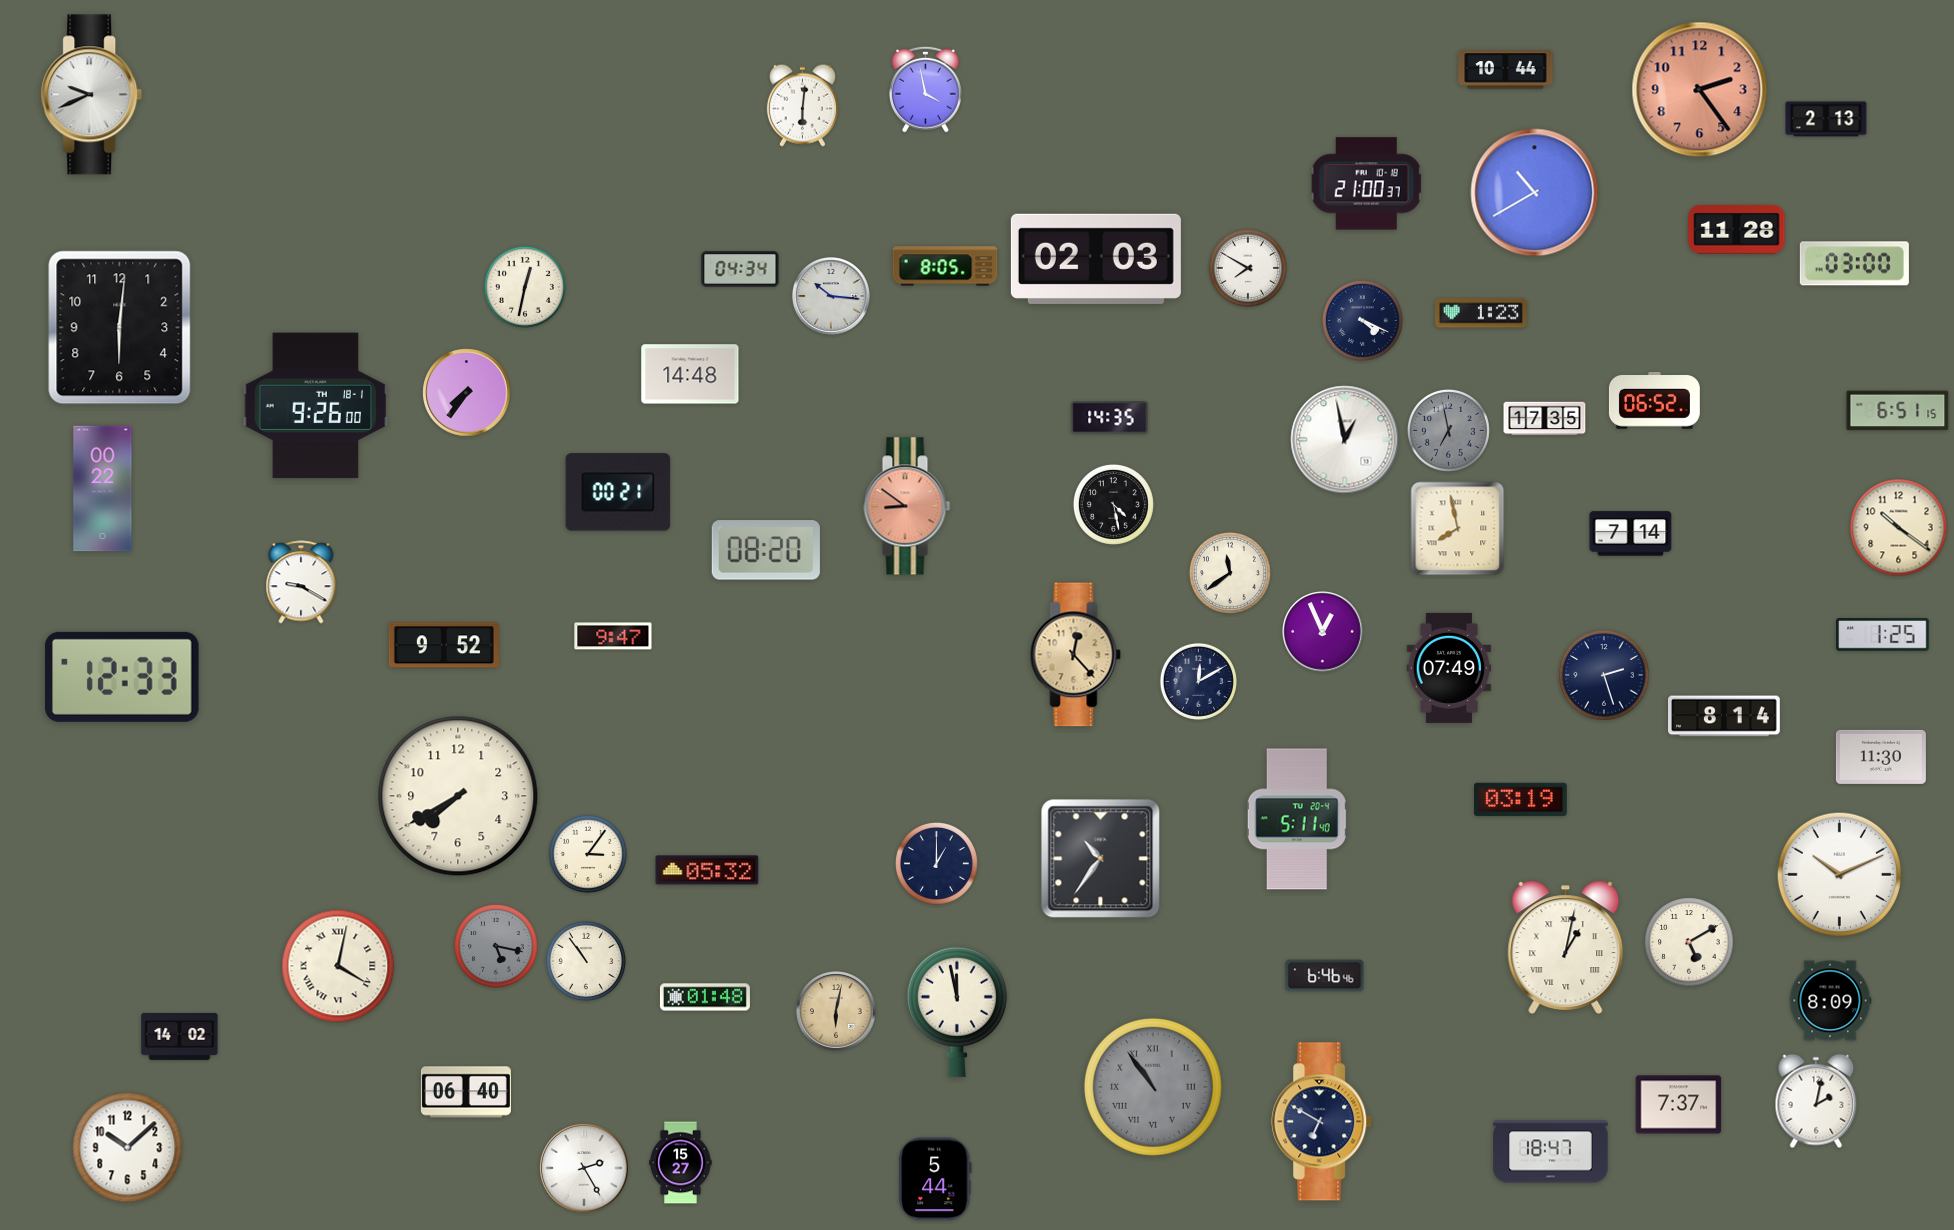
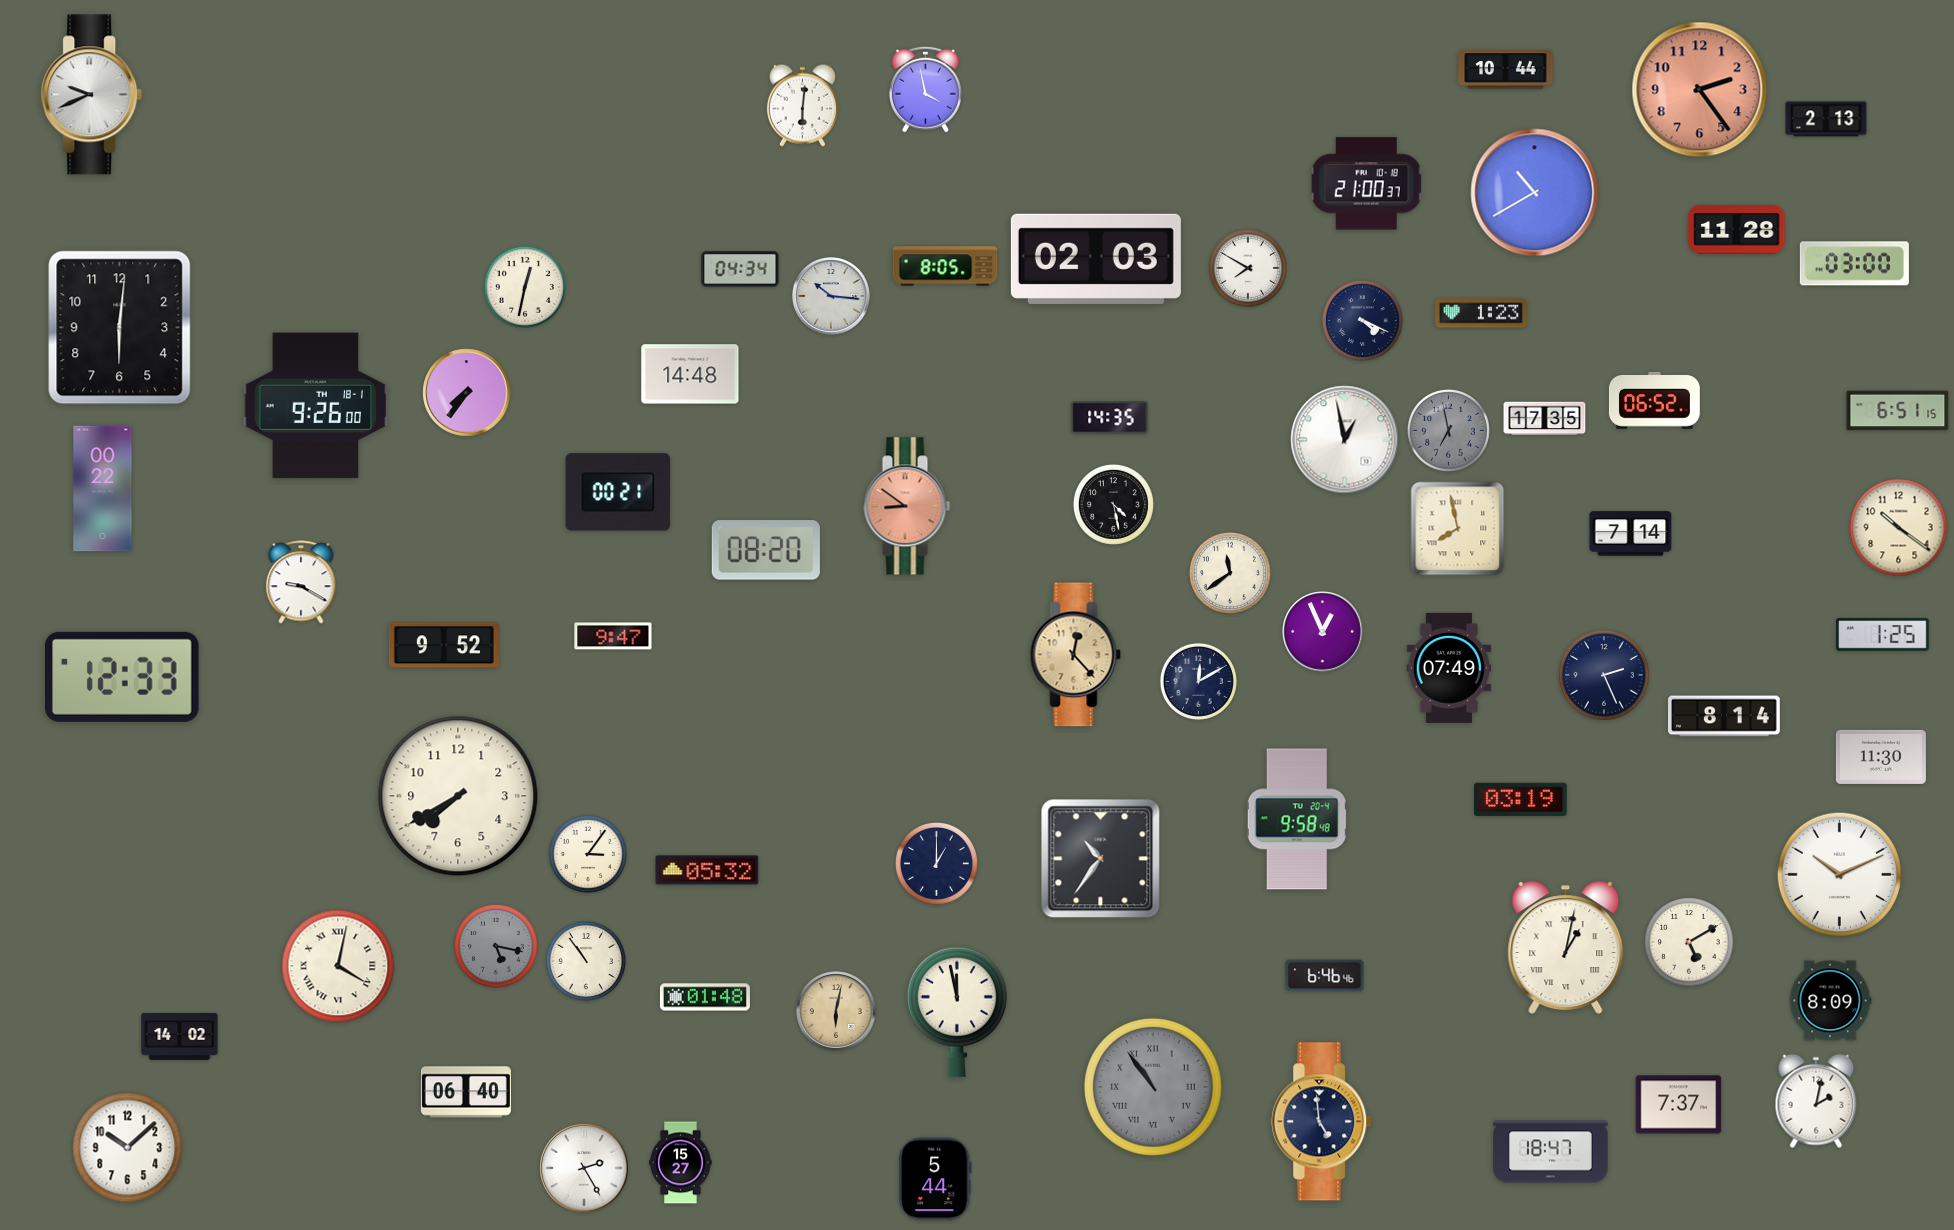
clock at (1604, 675): 2:27 -> 2:26
clock at (1297, 819): 5:11 -> 9:58
clock at (1322, 1122): 6:50 -> 4:59
